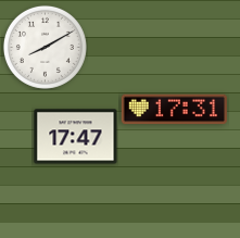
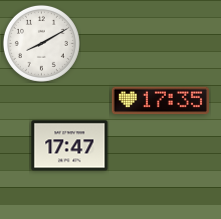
clock at (174, 110): 17:31 -> 17:35
clock at (76, 137) position: (76, 137) -> (70, 146)
